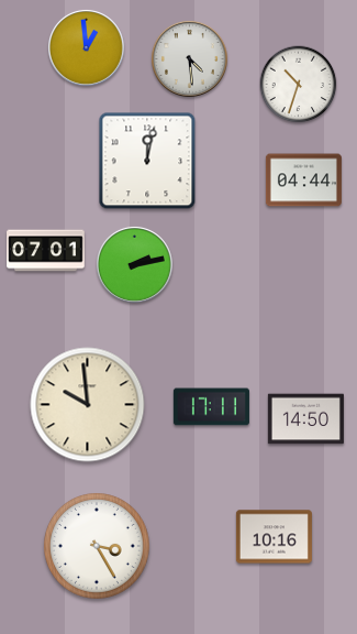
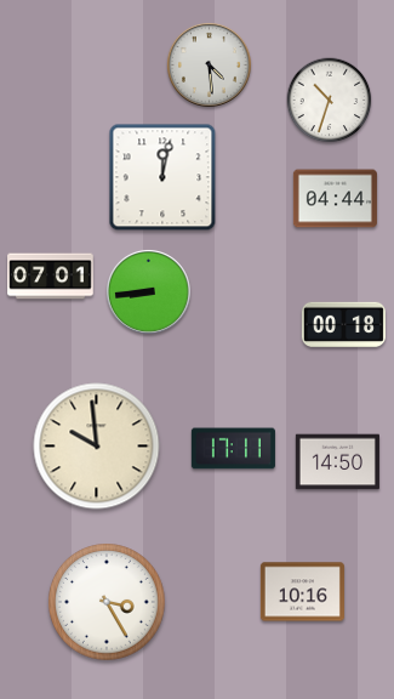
clock at (86, 47): 12:59 -> none
clock at (299, 85) position: (299, 85) -> (330, 101)
clock at (134, 264): 2:13 -> 8:44
clock at (343, 324): none -> 00:18
